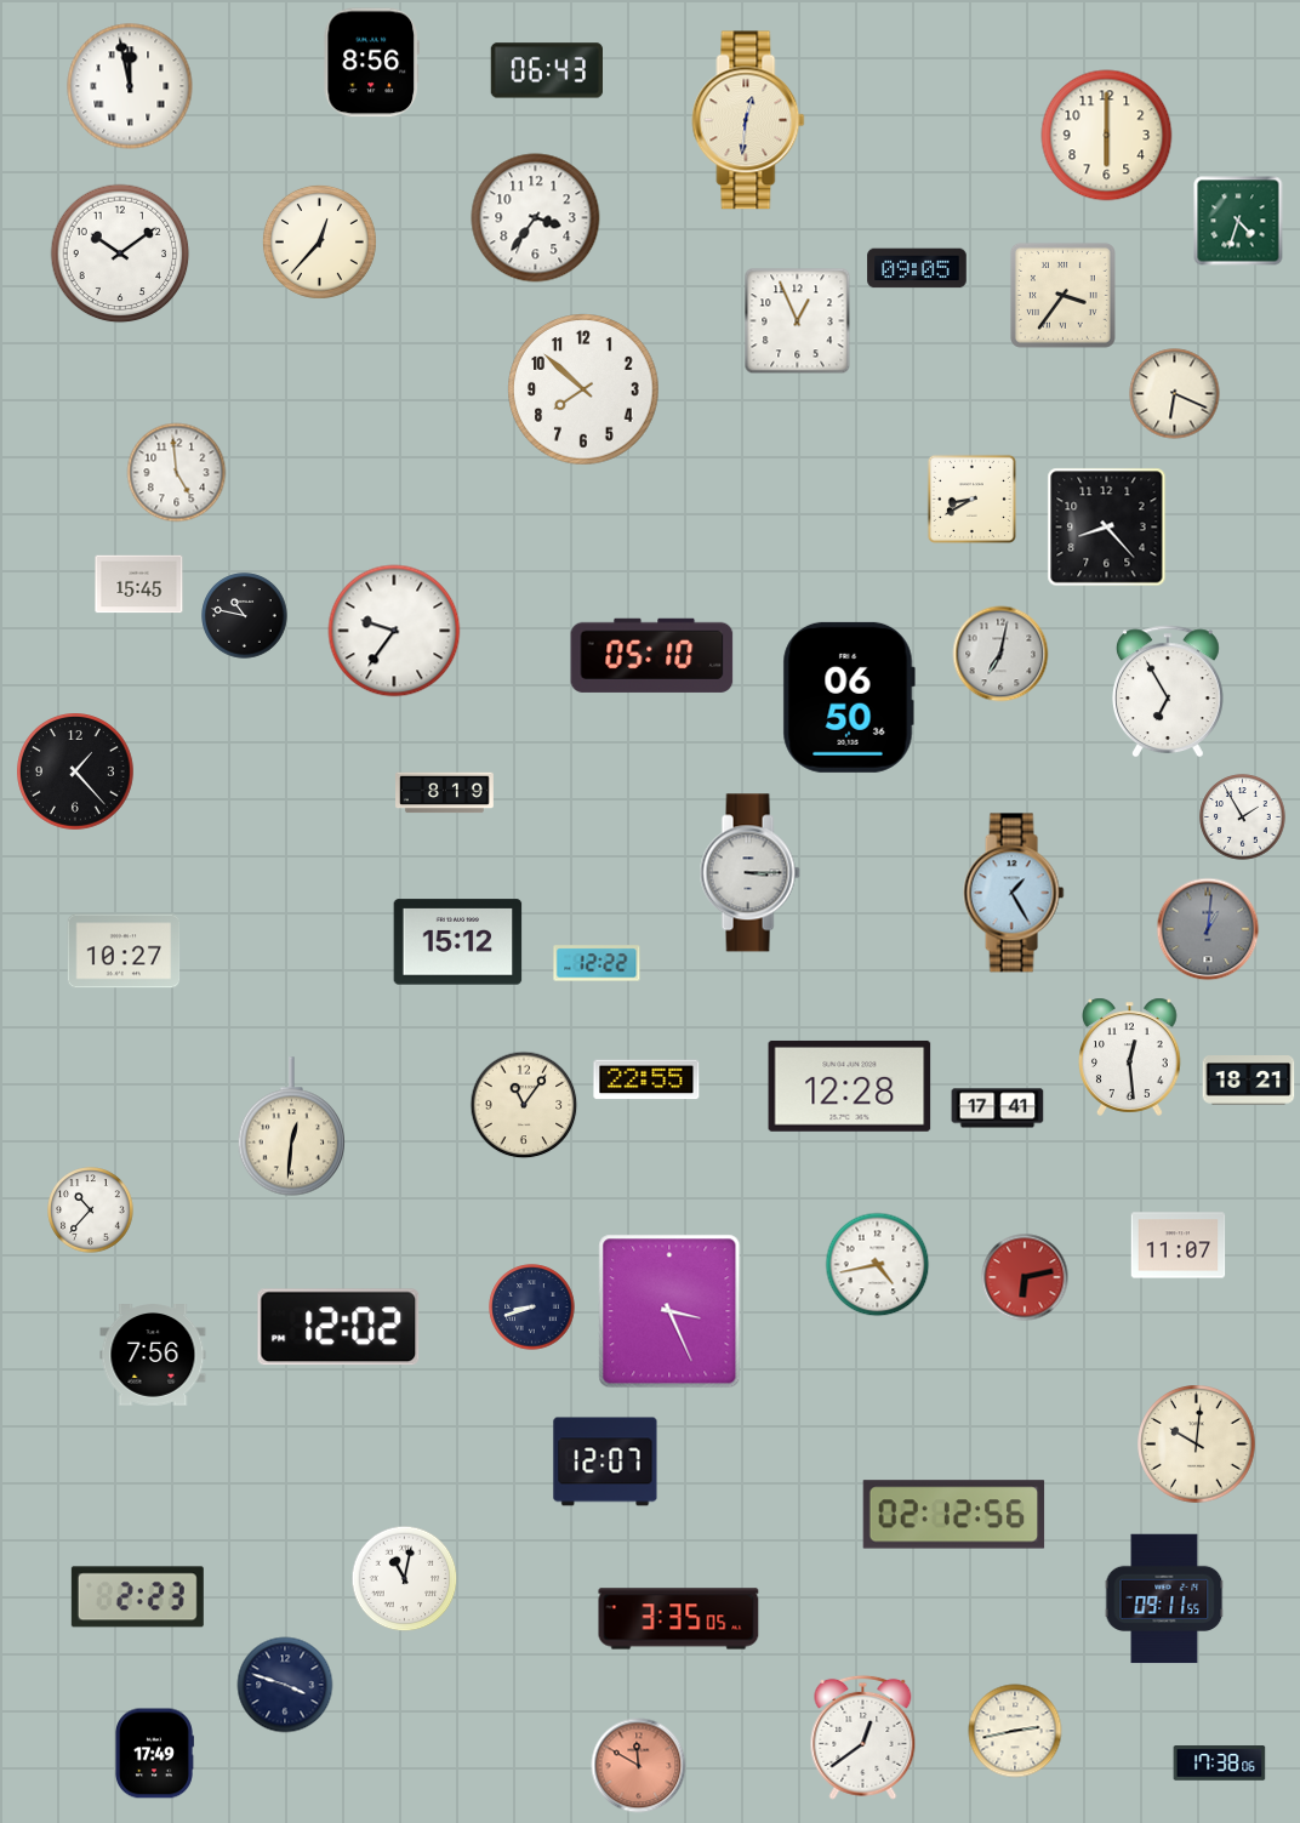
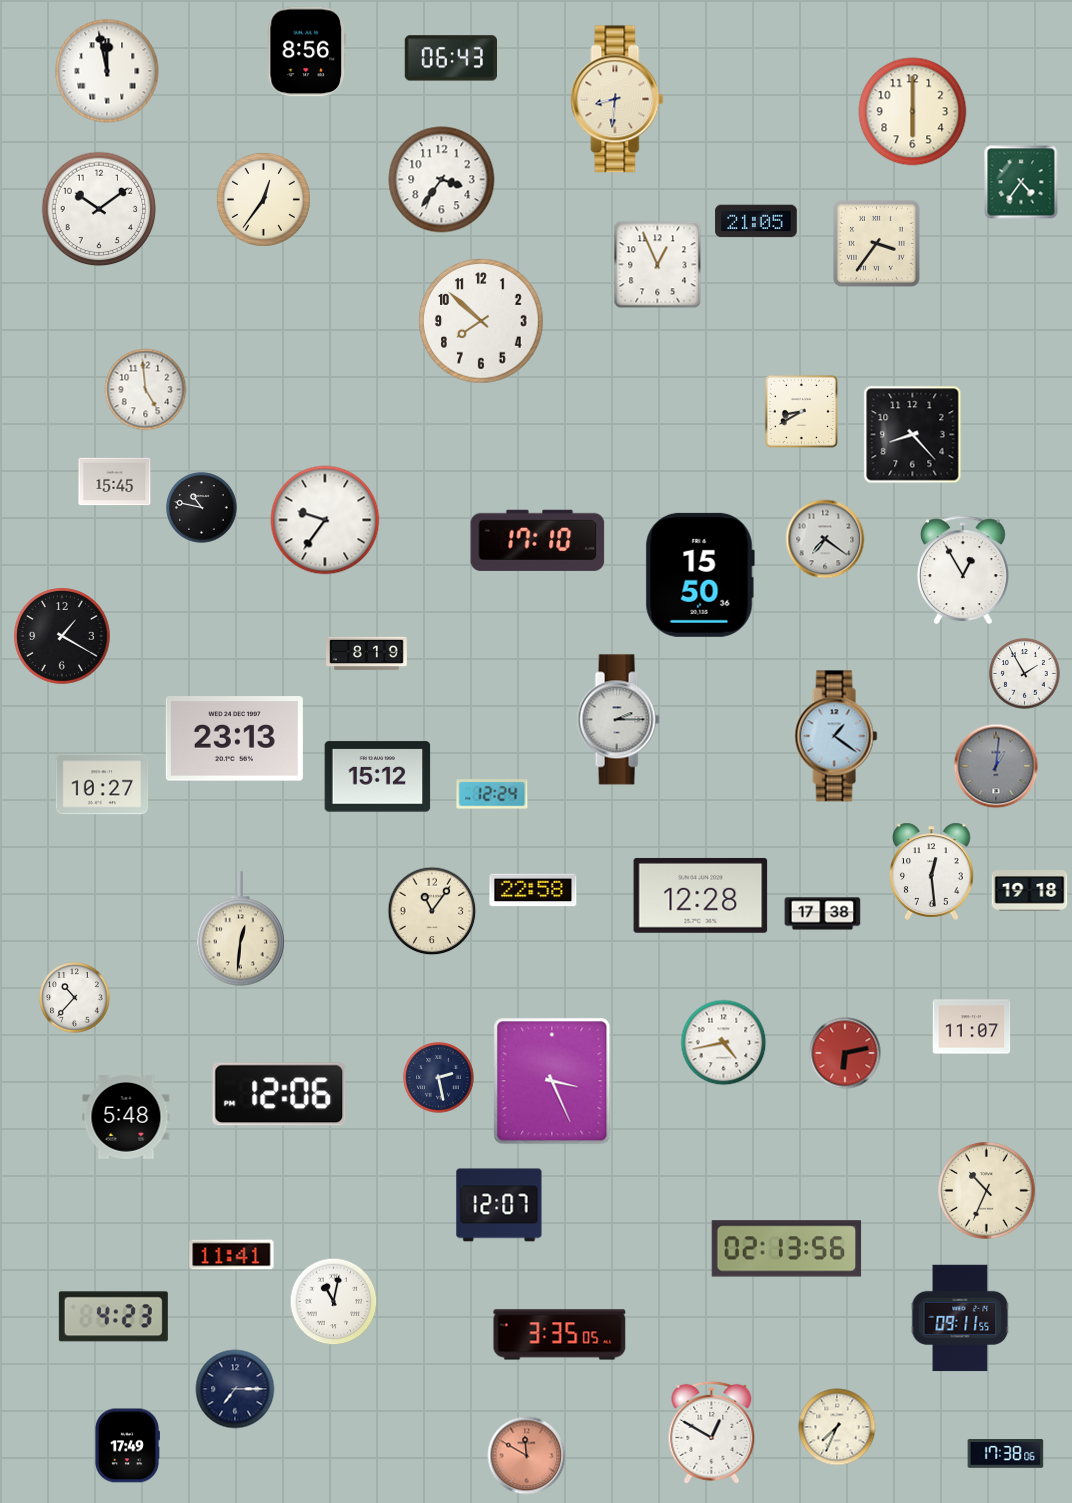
clock at (748, 120): 12:31 -> 8:31
clock at (1238, 221): 4:33 -> 4:36
clock at (319, 241): 12:37 -> 12:36
clock at (917, 268): 09:05 -> 21:05
clock at (1175, 394): 6:19 -> none
clock at (1000, 654): 7:02 -> 7:21
clock at (652, 655): 05:10 -> 17:10
clock at (1168, 691): 6:55 -> 12:55
clock at (849, 697): 06:50 -> 15:50
clock at (75, 771): 1:23 -> 1:20
clock at (749, 873): 3:15 -> 2:15
clock at (1014, 893): 1:25 -> 1:21
clock at (234, 739): none -> 23:13
clock at (597, 963): 12:22 -> 12:24
clock at (646, 1079): 22:55 -> 22:58
clock at (1249, 1081): 18:21 -> 19:18
clock at (998, 1109): 17:41 -> 17:38
clock at (532, 1308): 8:42 -> 2:28
clock at (338, 1327): 12:02 -> 12:06
clock at (153, 1356): 7:56 -> 5:48
clock at (1197, 1445): 10:01 -> 10:34
clock at (954, 1515): 02:12 -> 02:13
clock at (232, 1255): none -> 11:41
clock at (137, 1597): 2:23 -> 4:23
clock at (285, 1685): 3:48 -> 7:15
clock at (1015, 1731): 2:43 -> 7:34
clock at (863, 1737): 12:39 -> 12:50
